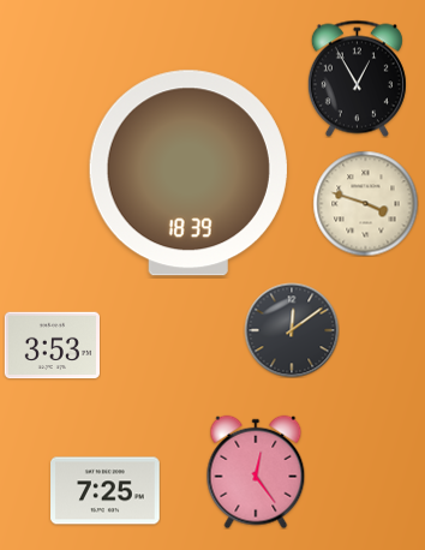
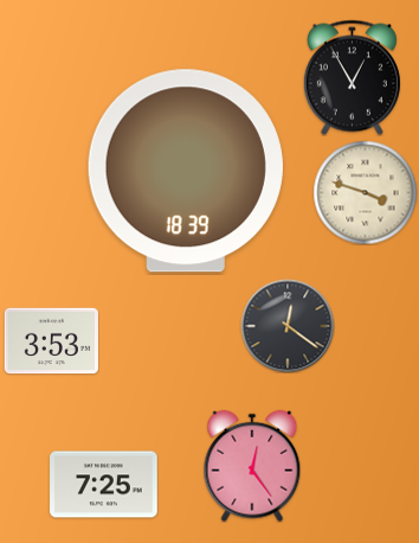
clock at (365, 203) position: (365, 203) -> (365, 192)
clock at (292, 330): 12:09 -> 12:21
